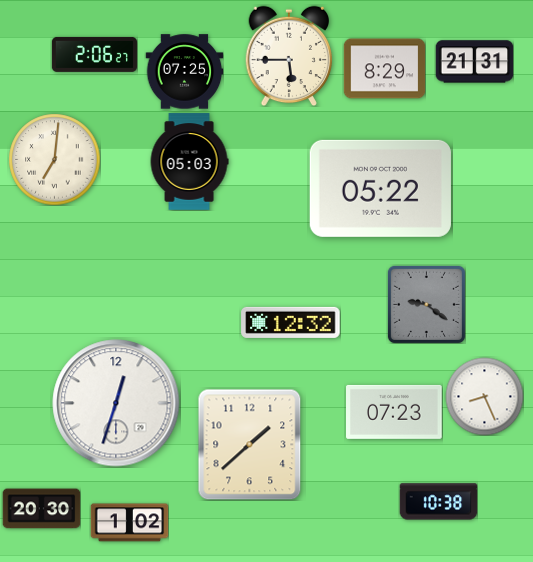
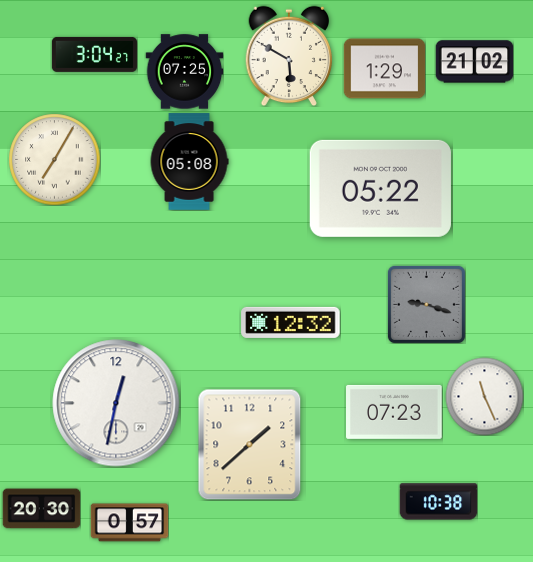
clock at (94, 54): 2:06 -> 3:04
clock at (289, 56): 5:45 -> 5:50
clock at (474, 62): 21:31 -> 21:02
clock at (384, 69): 8:29 -> 1:29
clock at (54, 159): 7:01 -> 7:05
clock at (189, 162): 05:03 -> 05:08
clock at (426, 304): 9:21 -> 9:18
clock at (484, 396): 8:26 -> 11:26
clock at (116, 403): 12:33 -> 12:32
clock at (129, 523): 1:02 -> 0:57
